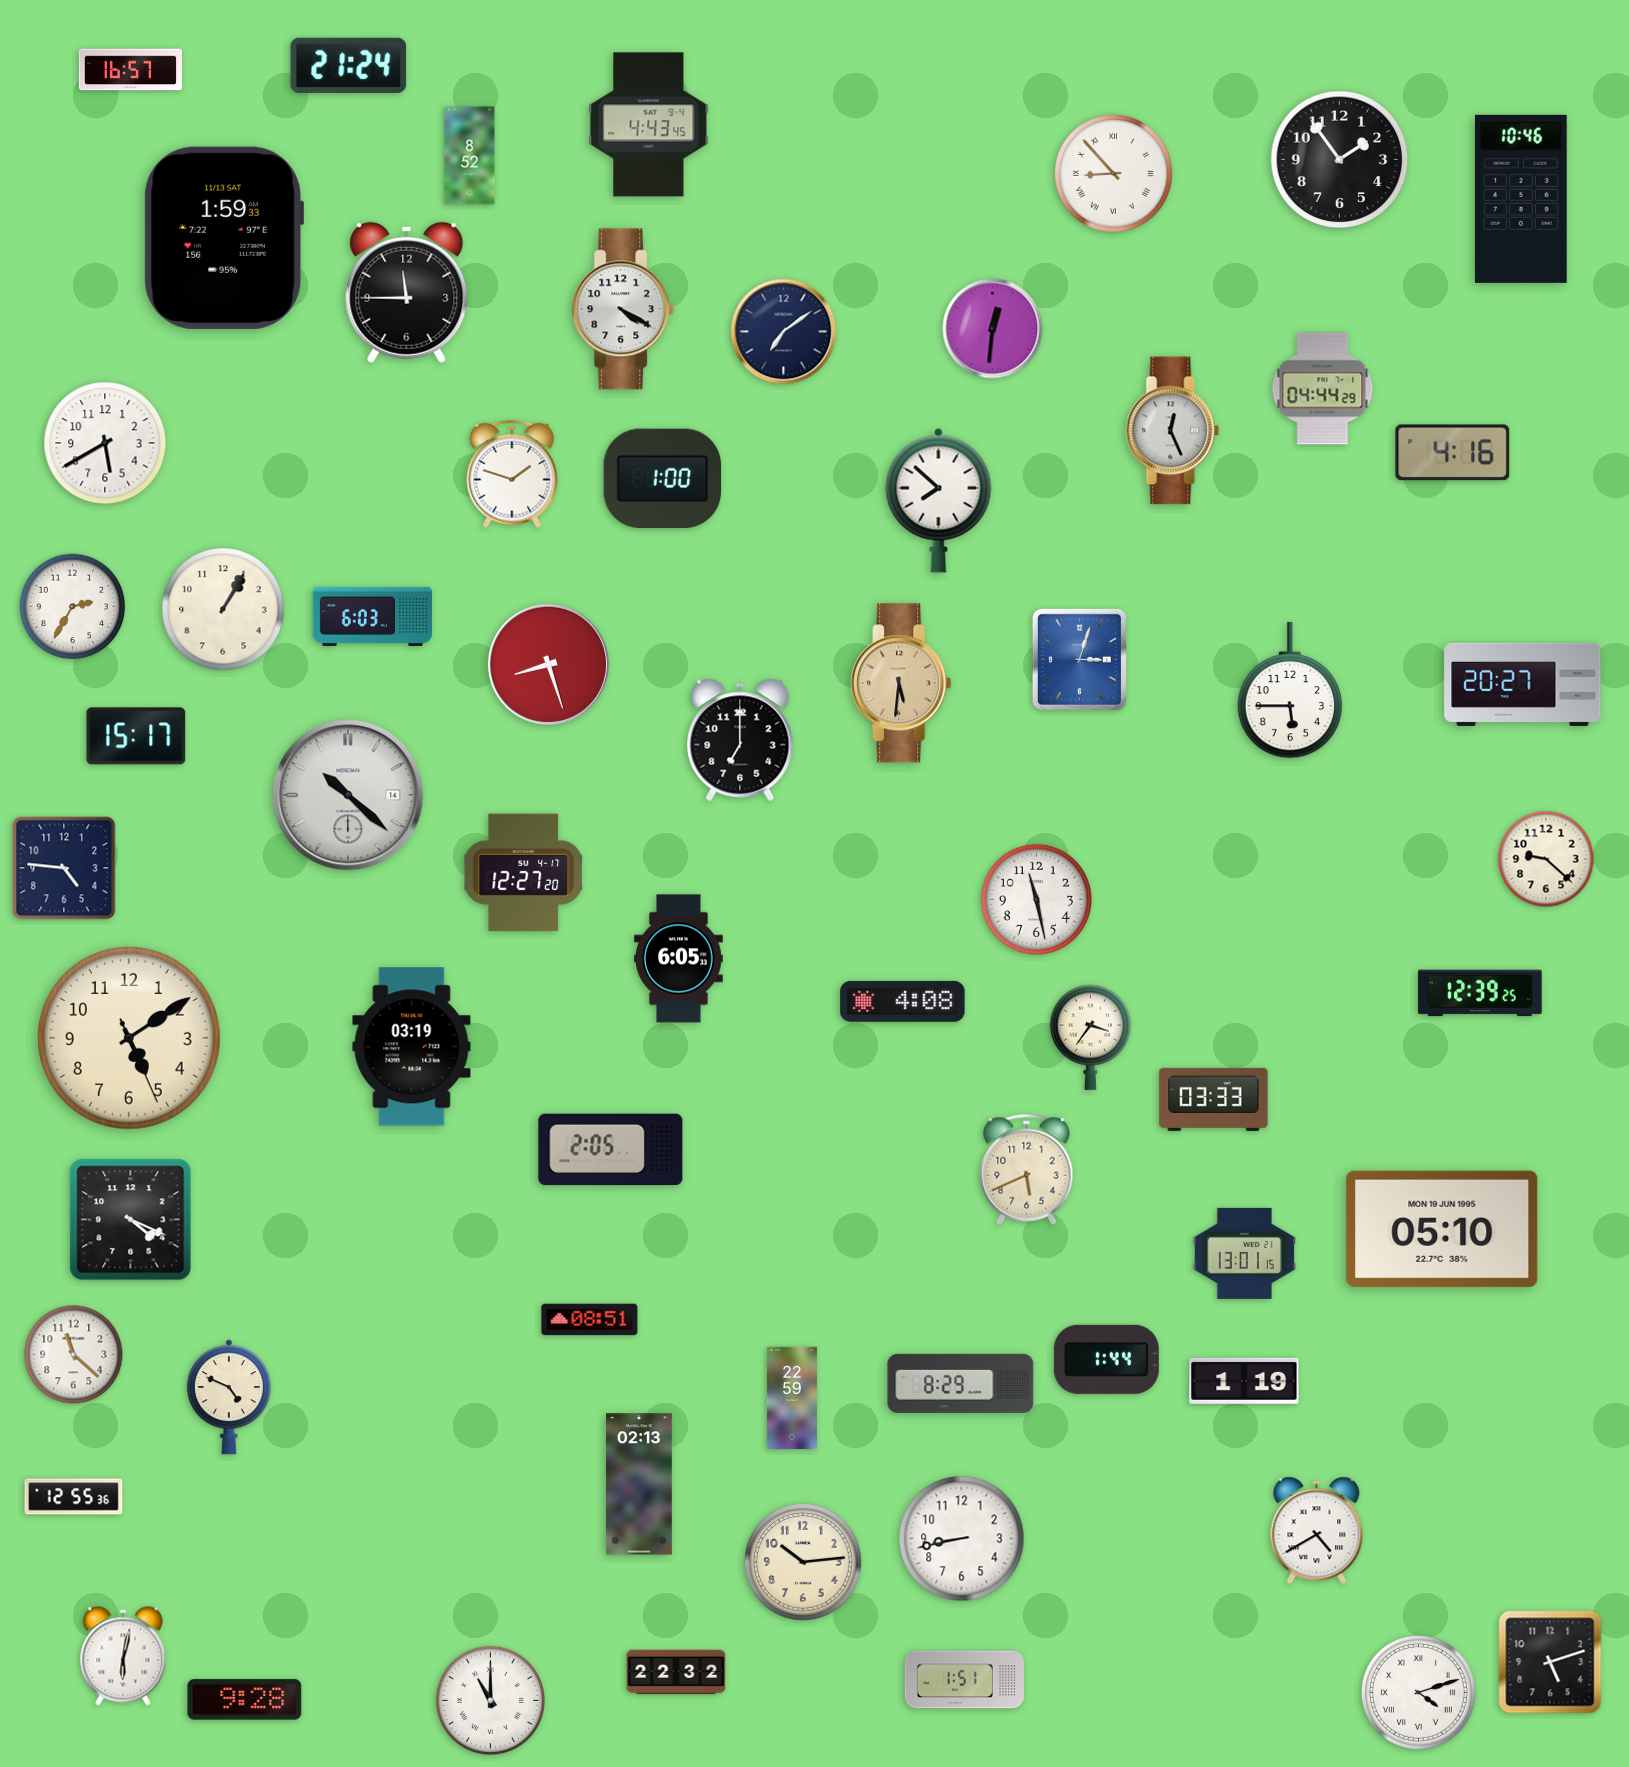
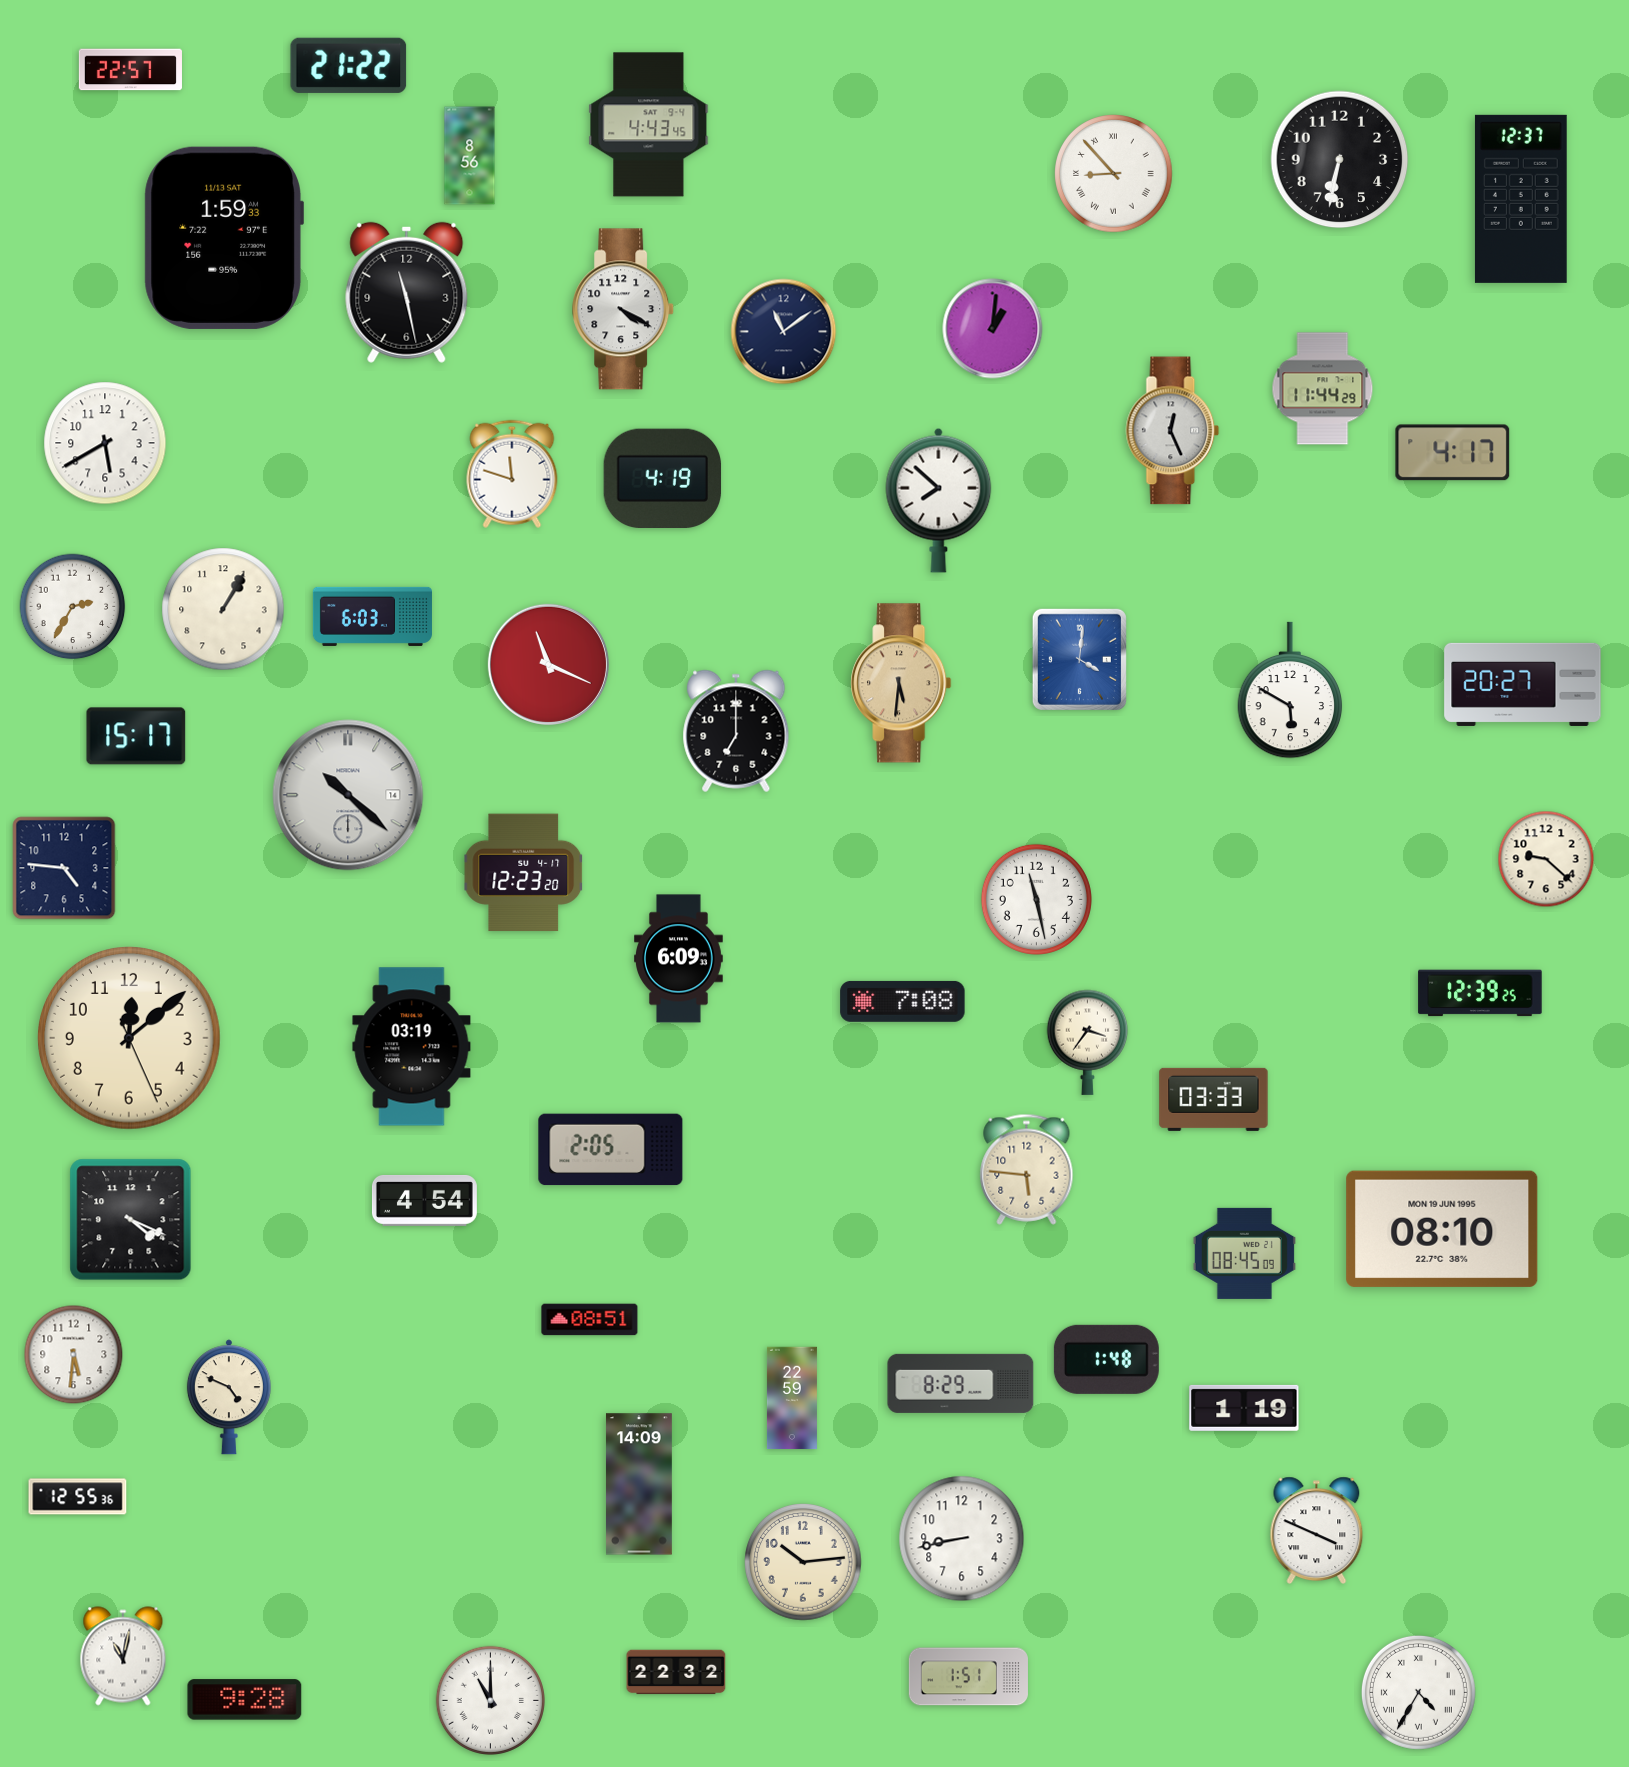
clock at (349, 65): 21:24 -> 21:22
clock at (130, 70): 16:57 -> 22:57
clock at (470, 156): 8:52 -> 8:56
clock at (1340, 160): 1:54 -> 6:32
clock at (1521, 199): 10:46 -> 12:37
clock at (407, 292): 11:45 -> 11:28
clock at (993, 329): 12:31 -> 1:01
clock at (784, 332): 7:09 -> 11:09
clock at (1323, 389): 04:44 -> 11:44
clock at (1453, 453): 4:16 -> 4:17
clock at (512, 474): 1:48 -> 11:48
clock at (663, 479): 1:00 -> 4:19
clock at (1079, 659): 3:03 -> 4:01
clock at (548, 664): 8:27 -> 11:19
clock at (1290, 690): 5:45 -> 5:50
clock at (740, 740) position: (740, 740) -> (736, 731)
clock at (524, 873): 12:27 -> 12:23
clock at (679, 959): 6:05 -> 6:09
clock at (903, 1001): 4:08 -> 7:08
clock at (1091, 1037) position: (1091, 1037) -> (1088, 1042)
clock at (130, 1039): 5:09 -> 12:08
clock at (1027, 1169): 5:41 -> 5:46
clock at (424, 1200): none -> 4:54
clock at (1442, 1229): 05:10 -> 08:10
clock at (1244, 1253): 13:01 -> 08:45
clock at (74, 1355): 11:22 -> 5:31
clock at (1106, 1359): 1:44 -> 1:48
clock at (1244, 1381) position: (1244, 1381) -> (1244, 1408)
clock at (639, 1484): 02:13 -> 14:09
clock at (74, 1497) position: (74, 1497) -> (78, 1497)
clock at (1317, 1530): 4:40 -> 3:49
clock at (123, 1656): 6:02 -> 11:02
clock at (1550, 1662): 5:12 -> none
clock at (964, 1680) position: (964, 1680) -> (968, 1677)
clock at (1418, 1692): 4:12 -> 4:35
